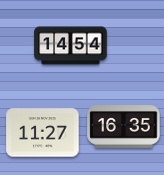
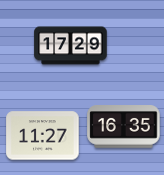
clock at (71, 46): 14:54 -> 17:29
clock at (43, 133) position: (43, 133) -> (43, 136)
